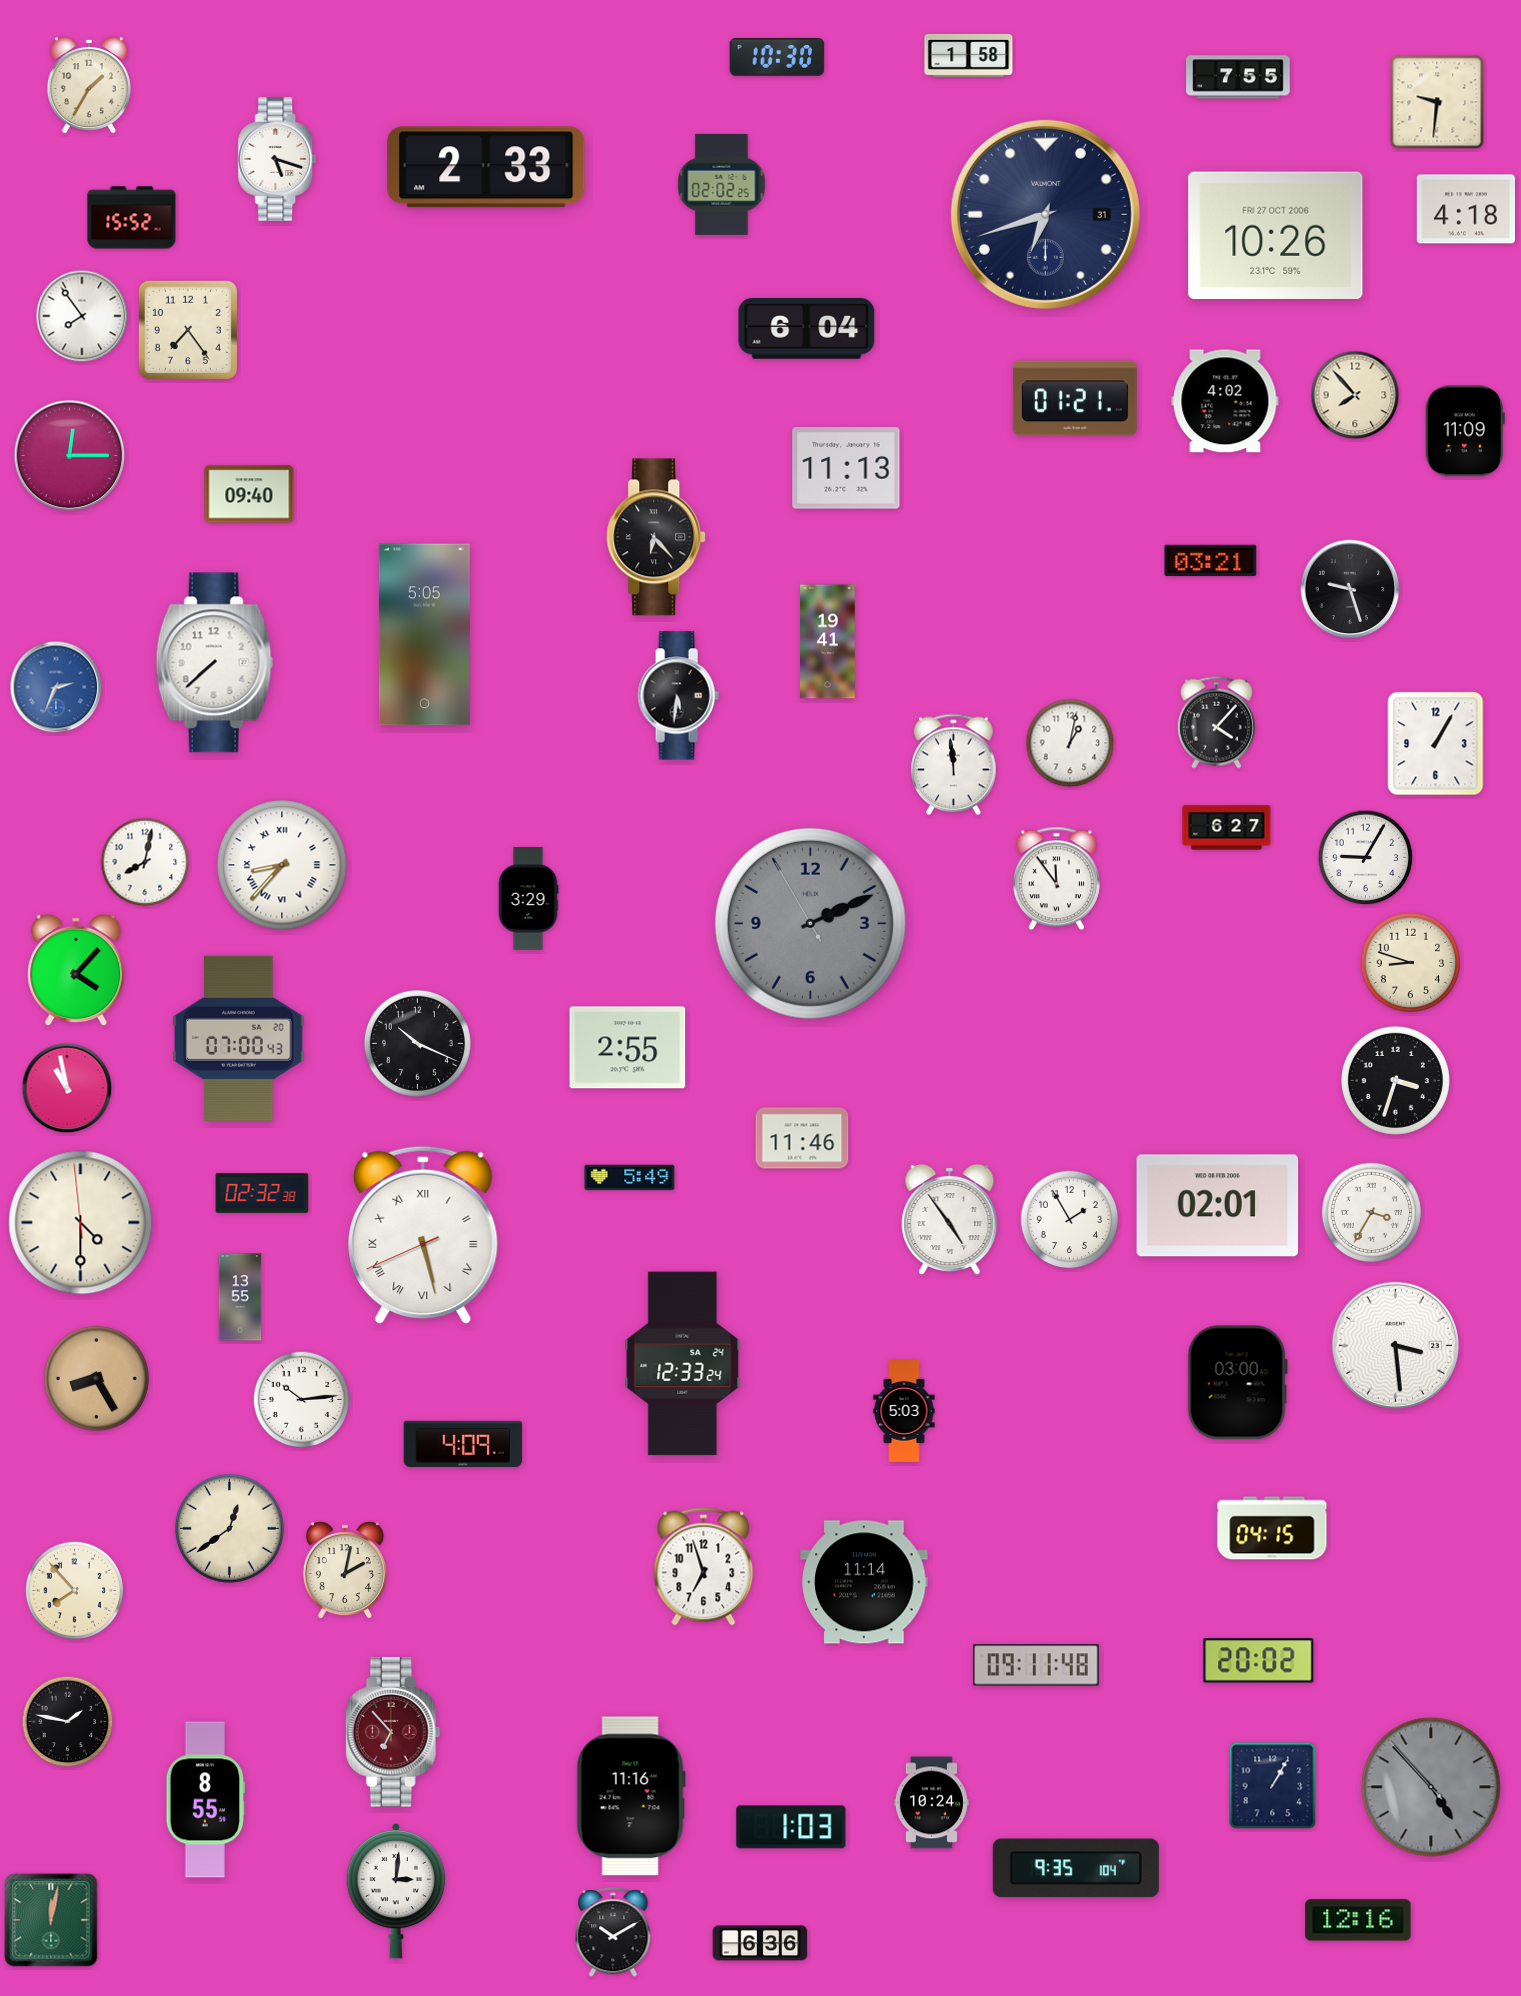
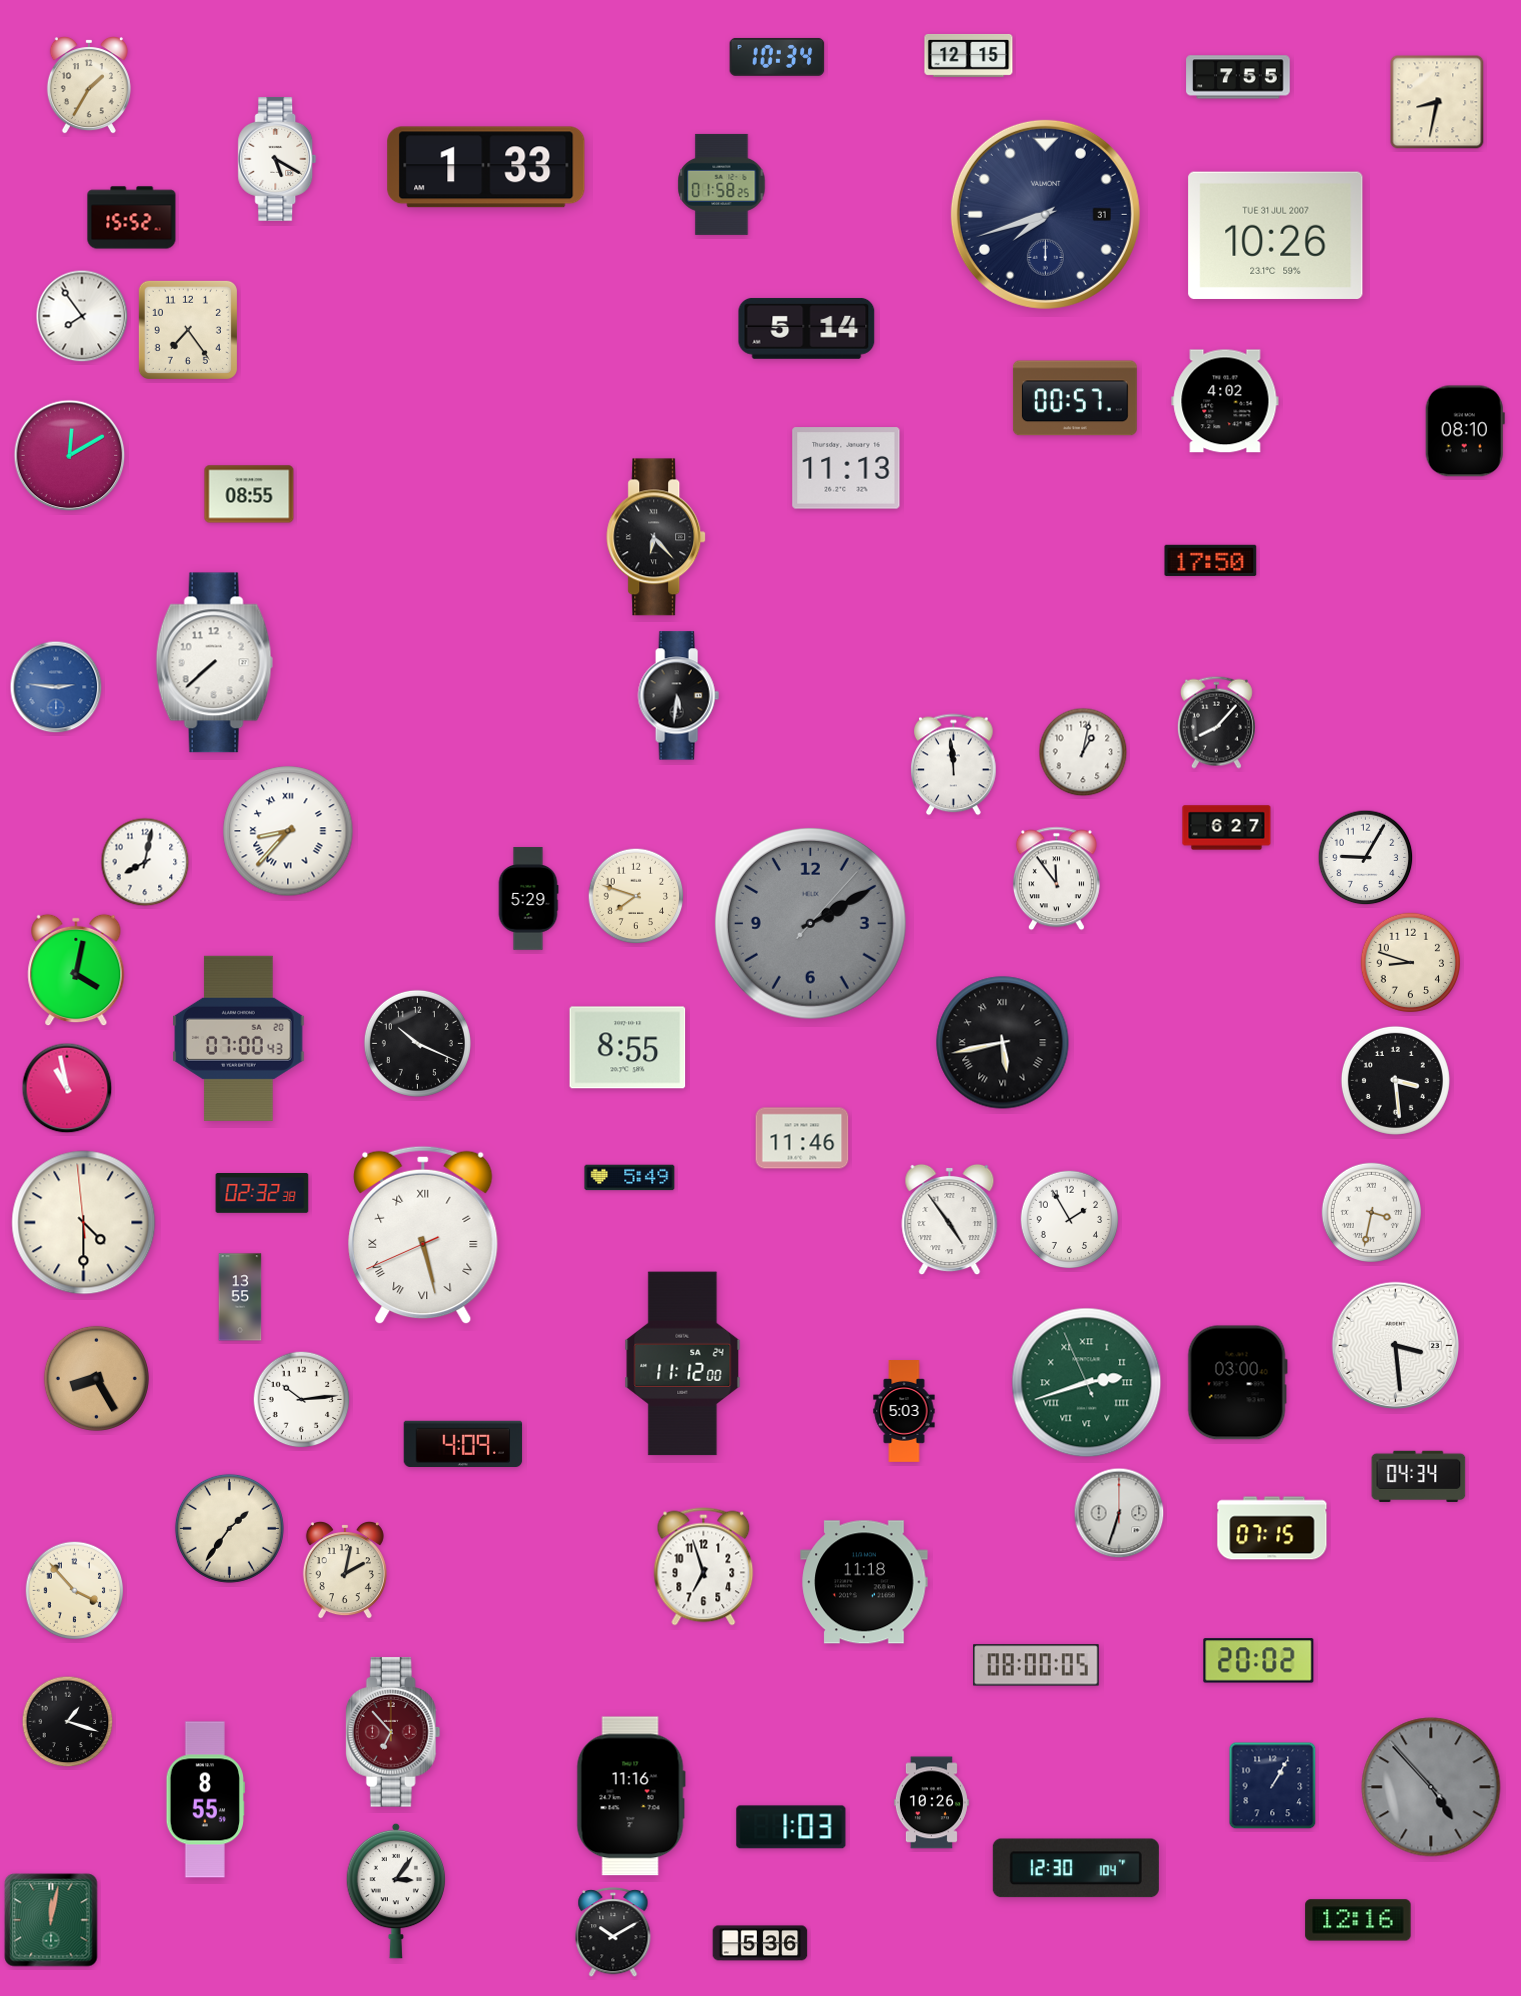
clock at (969, 55): 1:58 -> 12:15
clock at (777, 57): 10:30 -> 10:34
clock at (1437, 102): 9:31 -> 8:32
clock at (277, 159): 5:18 -> 5:20
clock at (486, 167): 2:33 -> 1:33
clock at (722, 184): 02:02 -> 01:58
clock at (1466, 209): 4:18 -> none
clock at (1045, 214): 6:42 -> 7:42
clock at (1276, 235) date: FRI 27 OCT 2006 -> TUE 31 JUL 2007
clock at (807, 328): 6:04 -> 5:14
clock at (1355, 395): 7:53 -> none
clock at (1075, 398): 01:21 -> 00:57
clock at (1465, 431): 11:09 -> 08:10
clock at (70, 456): 12:15 -> 12:10
clock at (249, 494): 09:40 -> 08:55
clock at (1211, 560): 03:21 -> 17:50
clock at (1350, 589): 9:27 -> none
clock at (424, 635): 5:05 -> none
clock at (828, 642): 19:41 -> none
clock at (56, 687): 2:34 -> 2:46
clock at (1216, 722): 4:07 -> 8:07
clock at (1070, 743) position: (1070, 743) -> (1083, 752)
clock at (1436, 744): 1:05 -> none
clock at (282, 865) position: (282, 865) -> (288, 831)
clock at (636, 896): none -> 7:48
clock at (528, 899): 3:29 -> 5:29
clock at (810, 923): 2:10:55 -> 2:10:07
clock at (76, 970): 4:07 -> 4:02
clock at (1003, 1043): none -> 5:43
clock at (628, 1048): 2:55 -> 8:55
clock at (1395, 1080): 3:33 -> 3:29
clock at (1218, 1206): 02:01 -> none
clock at (1371, 1212): 3:35 -> 3:32
clock at (81, 1223) position: (81, 1223) -> (84, 1223)
clock at (683, 1364): 12:33 -> 11:12
clock at (1087, 1383): none -> 2:41
clock at (1419, 1476): none -> 04:34
clock at (1119, 1513): none -> 6:33
clock at (229, 1528): 12:39 -> 1:36
clock at (1272, 1528): 04:15 -> 07:15
clock at (864, 1582): 11:14 -> 11:18
clock at (75, 1591): 7:53 -> 3:53
clock at (1036, 1665): 09:11 -> 08:00
clock at (68, 1722): 1:47 -> 1:18
clock at (931, 1803): 10:24 -> 10:26
clock at (1076, 1868): 9:35 -> 12:30
clock at (396, 1891): 3:01 -> 3:06
clock at (760, 1943): 6:36 -> 5:36
